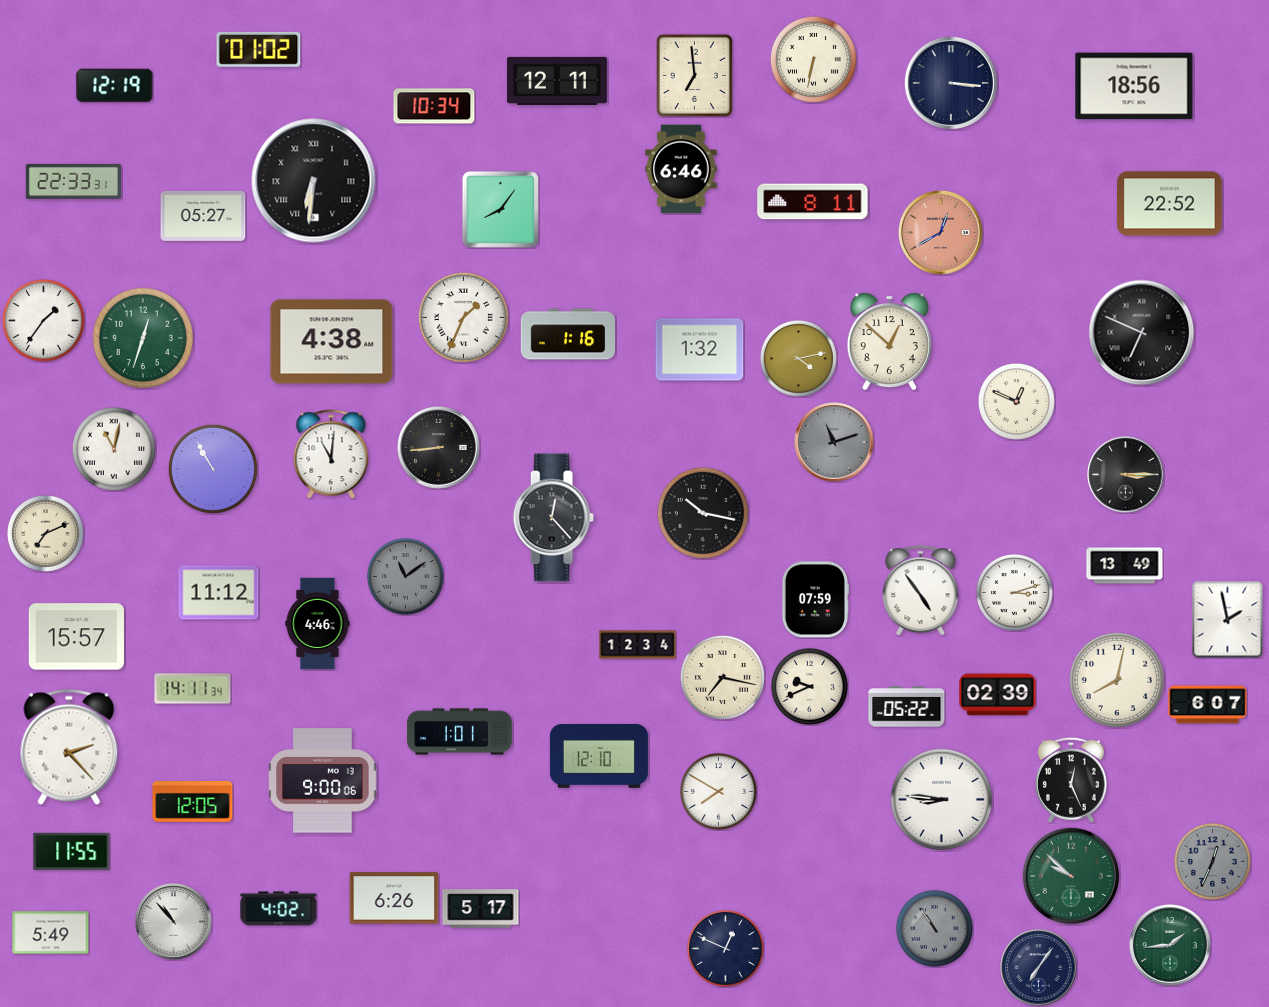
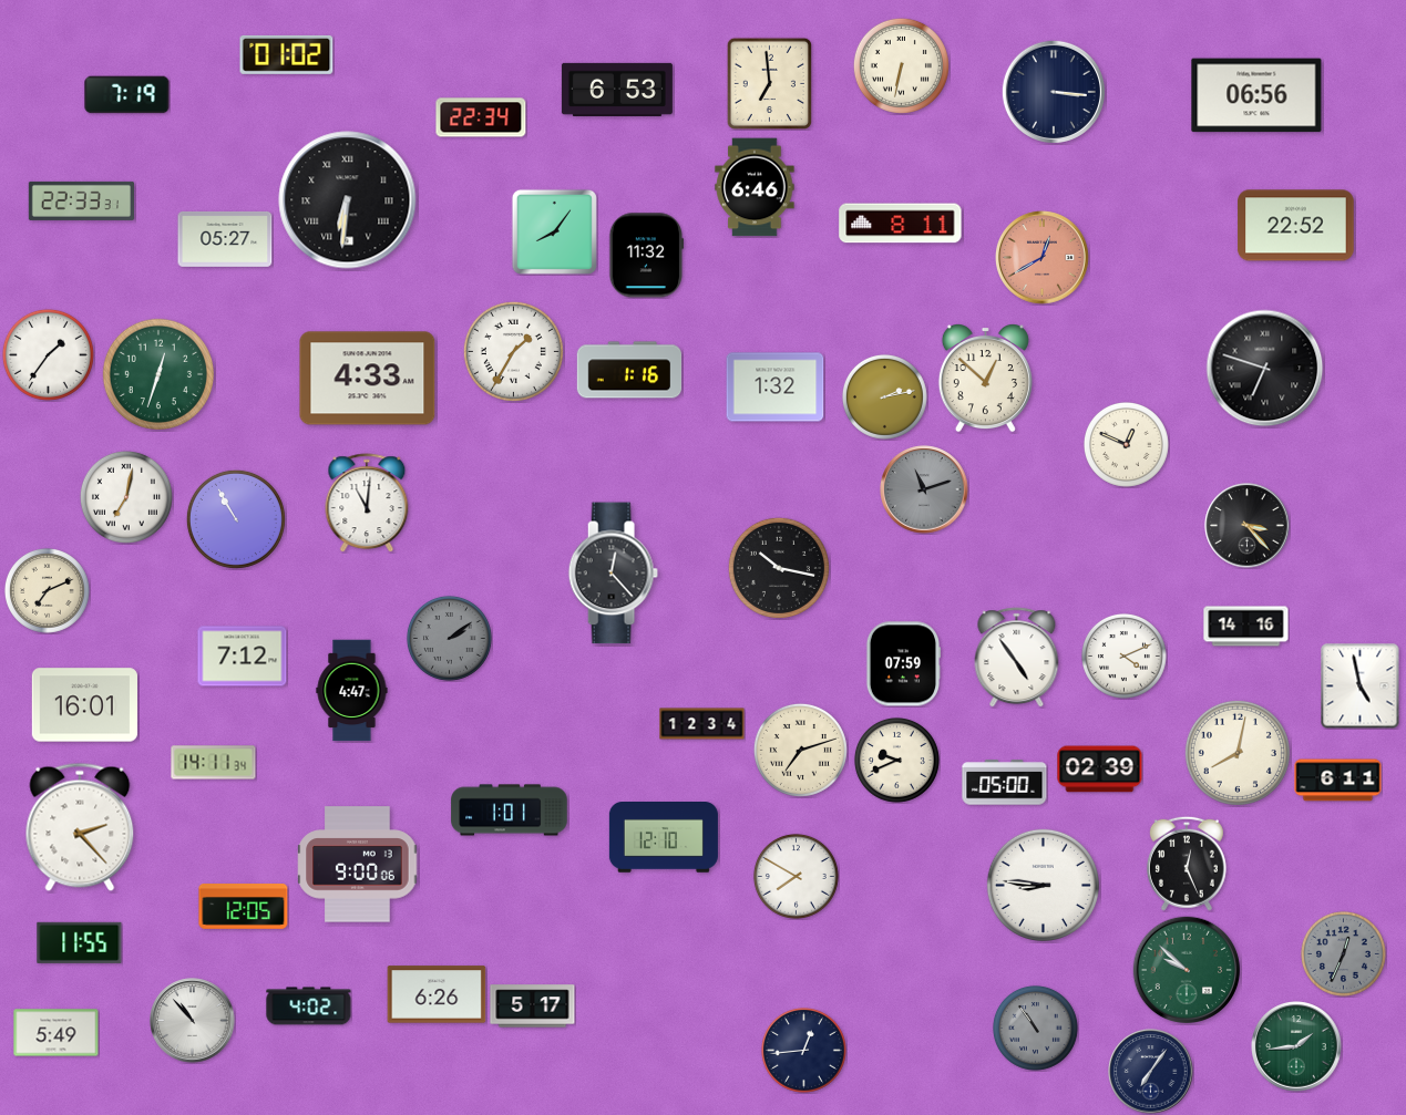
clock at (557, 81): 12:11 -> 6:53
clock at (115, 86): 12:19 -> 7:19
clock at (1134, 86): 18:56 -> 06:56
clock at (434, 106): 10:34 -> 22:34
clock at (647, 256): none -> 11:32
clock at (463, 317): 1:34 -> 1:35
clock at (1142, 333): 6:49 -> 6:48
clock at (332, 342): 4:38 -> 4:33
clock at (798, 358): 4:13 -> 2:13
clock at (439, 448): 8:44 -> none
clock at (114, 449): 11:02 -> 7:02
clock at (1126, 475): 3:15 -> 3:23
clock at (45, 533) position: (45, 533) -> (47, 590)
clock at (1125, 566): 13:49 -> 14:16
clock at (405, 576): 11:09 -> 2:09
clock at (921, 591) position: (921, 591) -> (1017, 658)
clock at (1014, 592): 3:12 -> 4:11
clock at (219, 593): 11:12 -> 7:12
clock at (1228, 620): 1:58 -> 4:58
clock at (318, 624): 4:46 -> 4:47
clock at (76, 637): 15:57 -> 16:01
clock at (638, 645) position: (638, 645) -> (702, 724)
clock at (722, 677): 7:17 -> 7:12
clock at (998, 695) position: (998, 695) -> (1100, 770)
clock at (1208, 705): 6:07 -> 6:11
clock at (907, 707): 05:22 -> 05:00
clock at (69, 747) position: (69, 747) -> (80, 827)
clock at (193, 802) position: (193, 802) -> (244, 907)
clock at (725, 948): 12:49 -> 12:44
